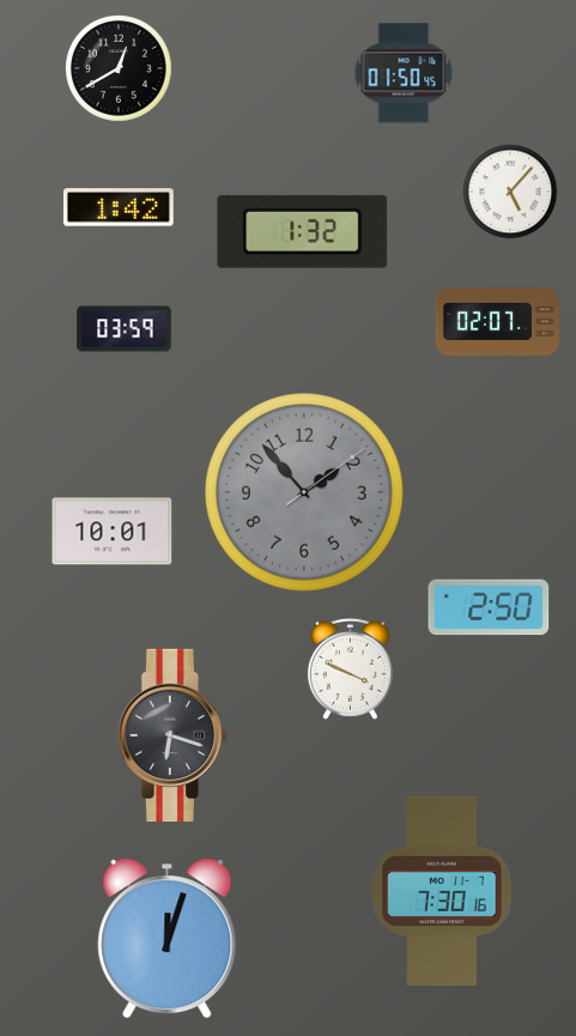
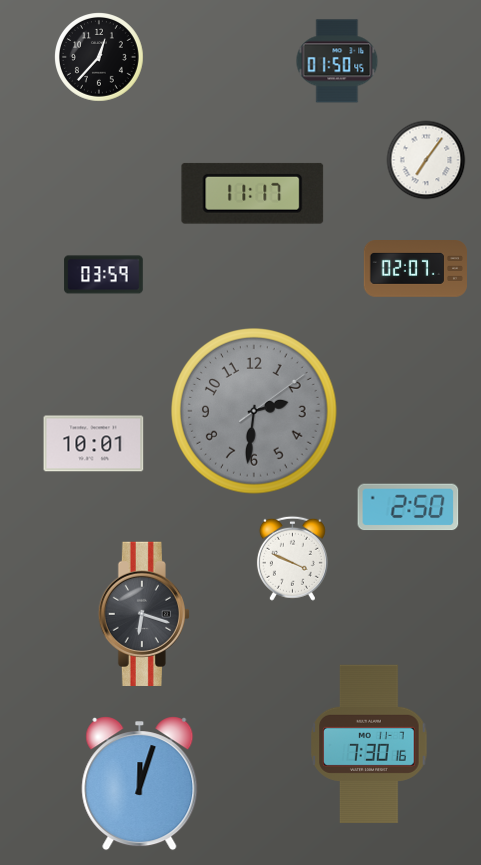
clock at (120, 69): 12:40 -> 12:37
clock at (510, 192): 5:07 -> 7:06
clock at (119, 207): 1:42 -> none
clock at (303, 231): 1:32 -> 11:17
clock at (304, 492): 1:53 -> 2:31
